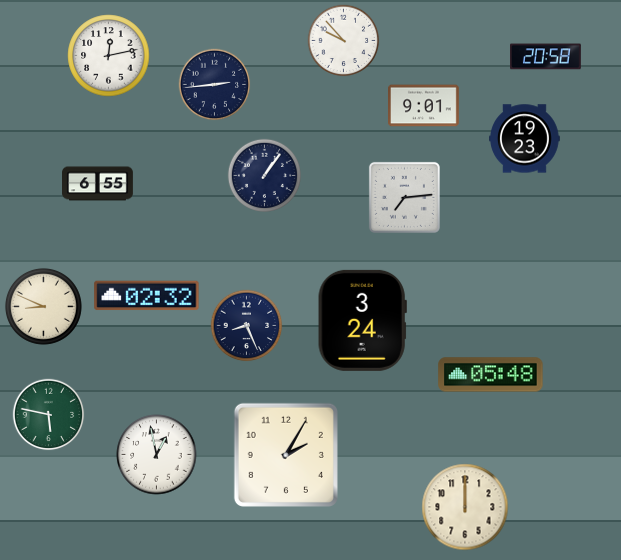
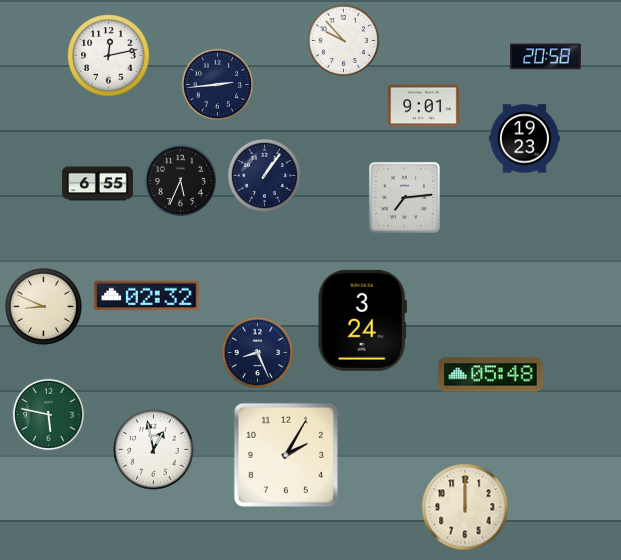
clock at (215, 85) position: (215, 85) -> (218, 85)
clock at (181, 181): none -> 5:34
clock at (247, 326) position: (247, 326) -> (258, 353)
clock at (157, 455) position: (157, 455) -> (154, 450)
